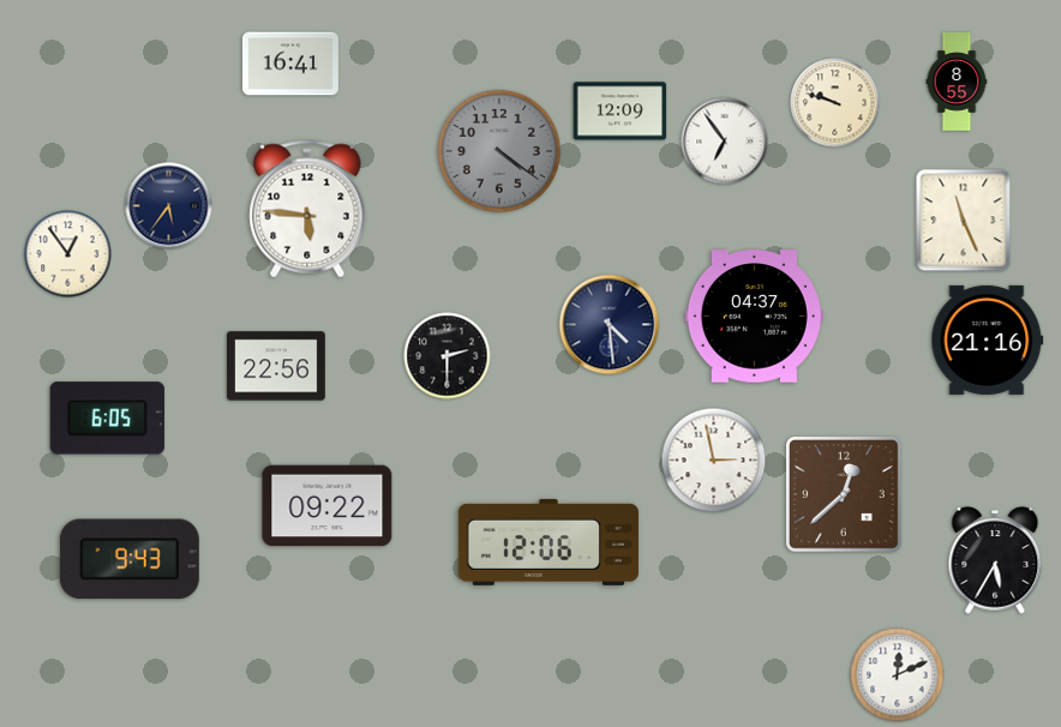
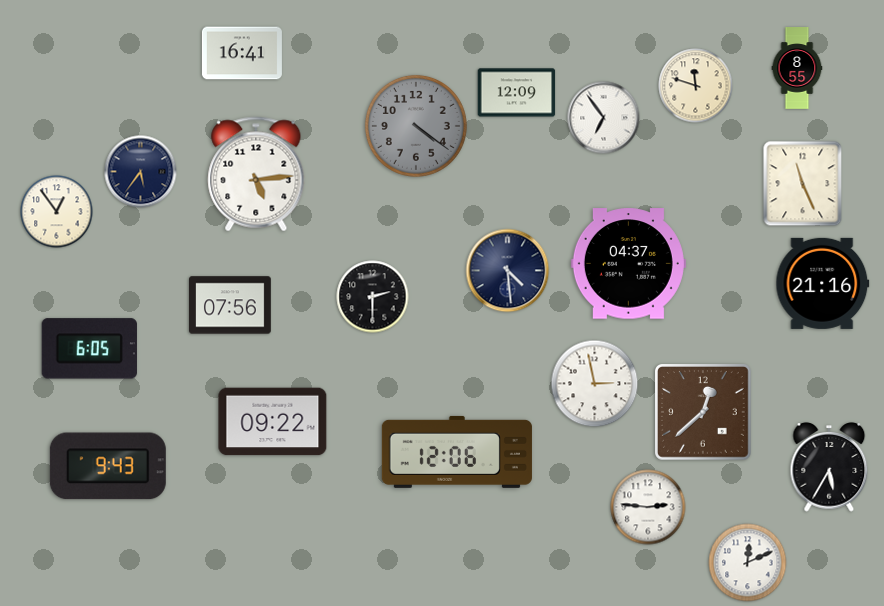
clock at (835, 103): 9:48 -> 11:48
clock at (307, 209): 5:46 -> 5:14
clock at (277, 366): 22:56 -> 07:56
clock at (648, 507): none -> 2:46
